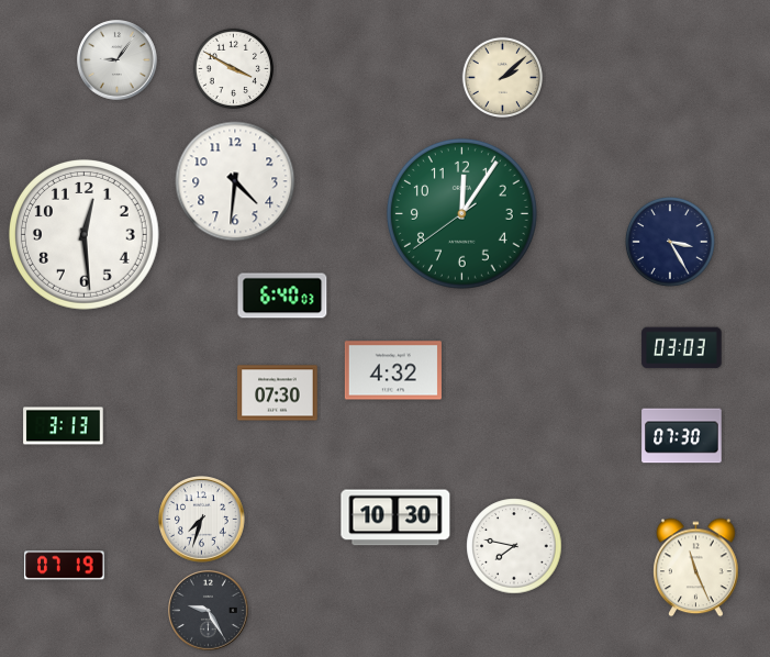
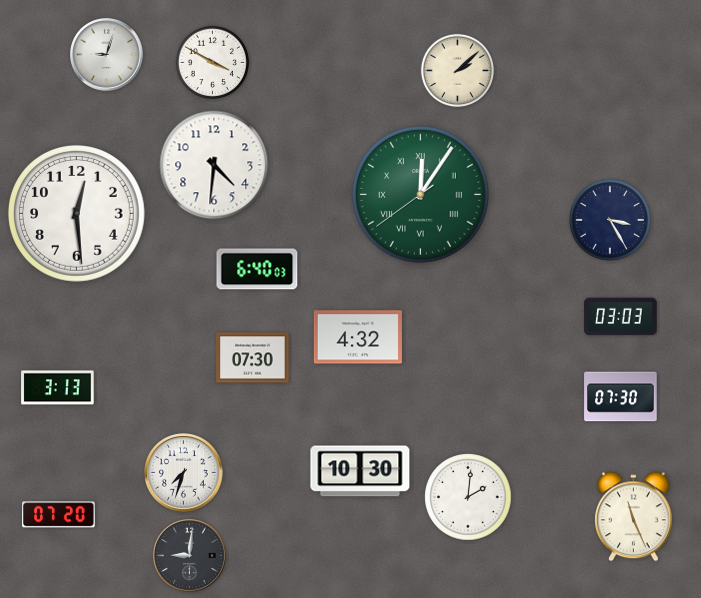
clock at (118, 60): 9:06 -> 9:03
clock at (461, 213) numerals: Arabic -> Roman
clock at (514, 546): 7:47 -> 2:01
clock at (65, 566): 07:19 -> 07:20
clock at (209, 611): 9:25 -> 9:01
